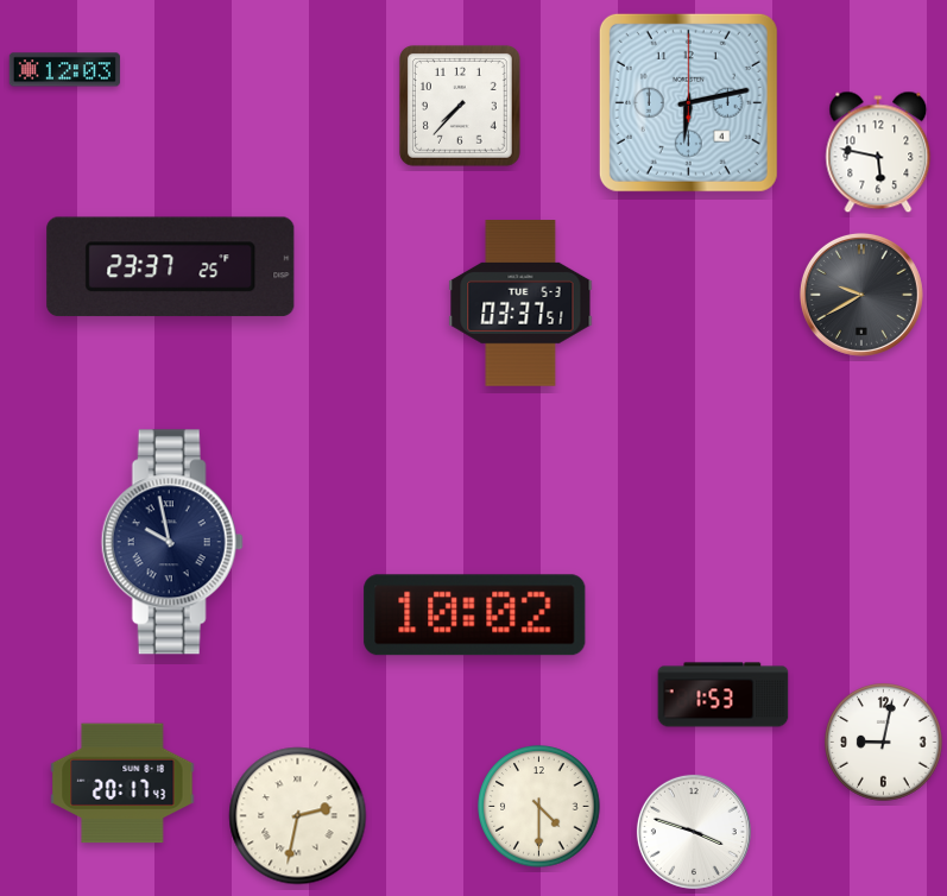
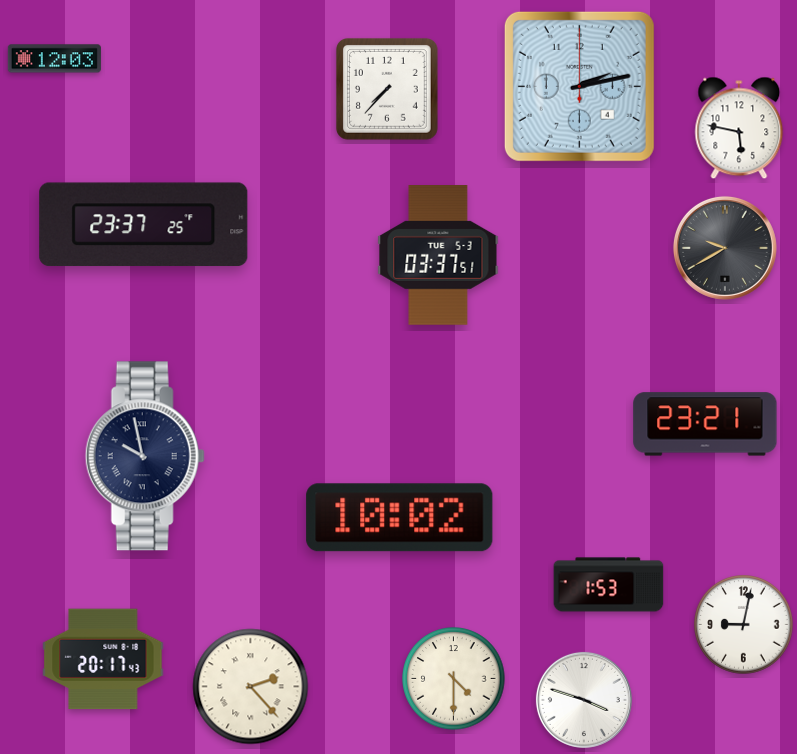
clock at (688, 102): 6:13 -> 2:13
clock at (705, 424): none -> 23:21
clock at (298, 816): 2:32 -> 2:23
